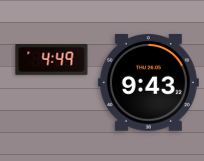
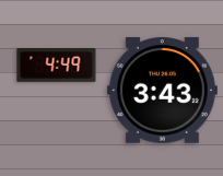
clock at (148, 83): 9:43 -> 3:43
